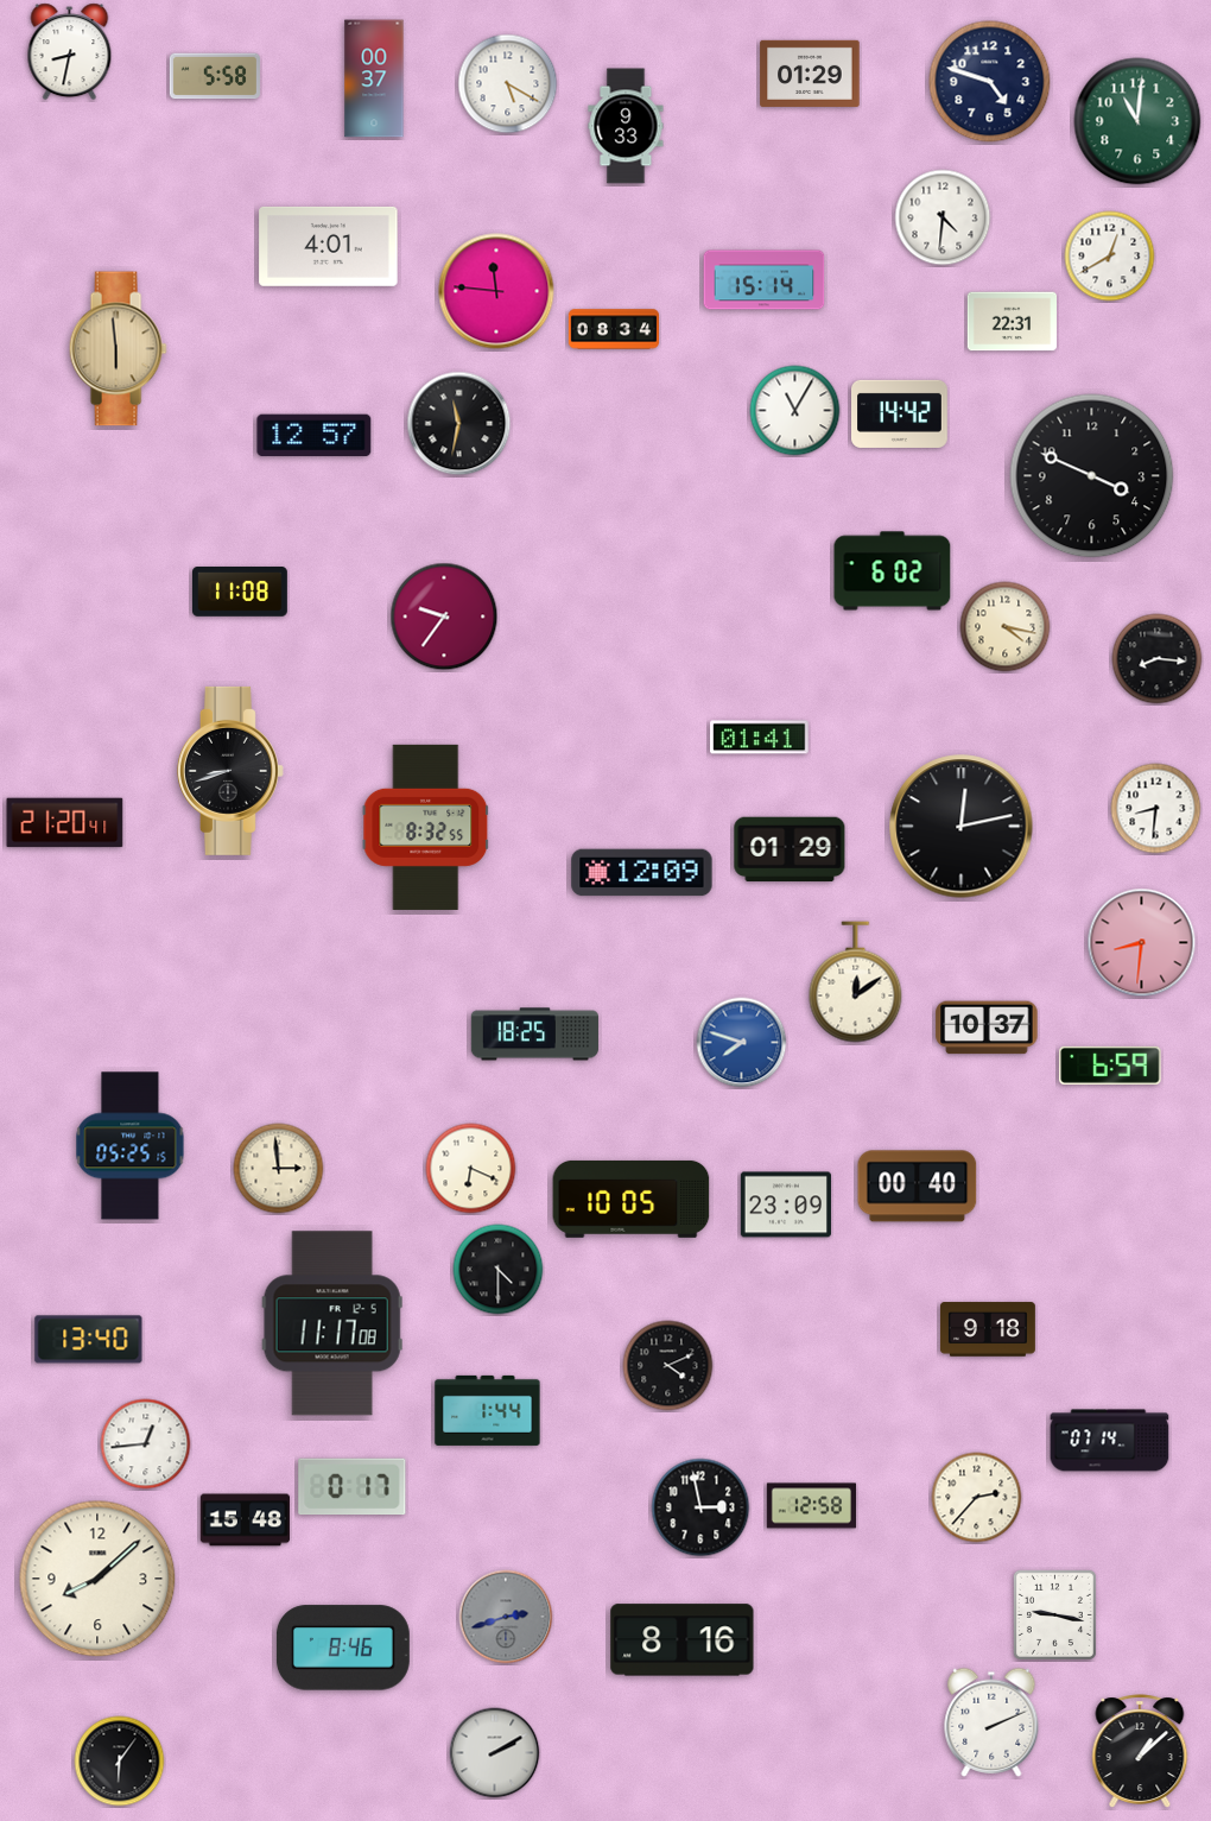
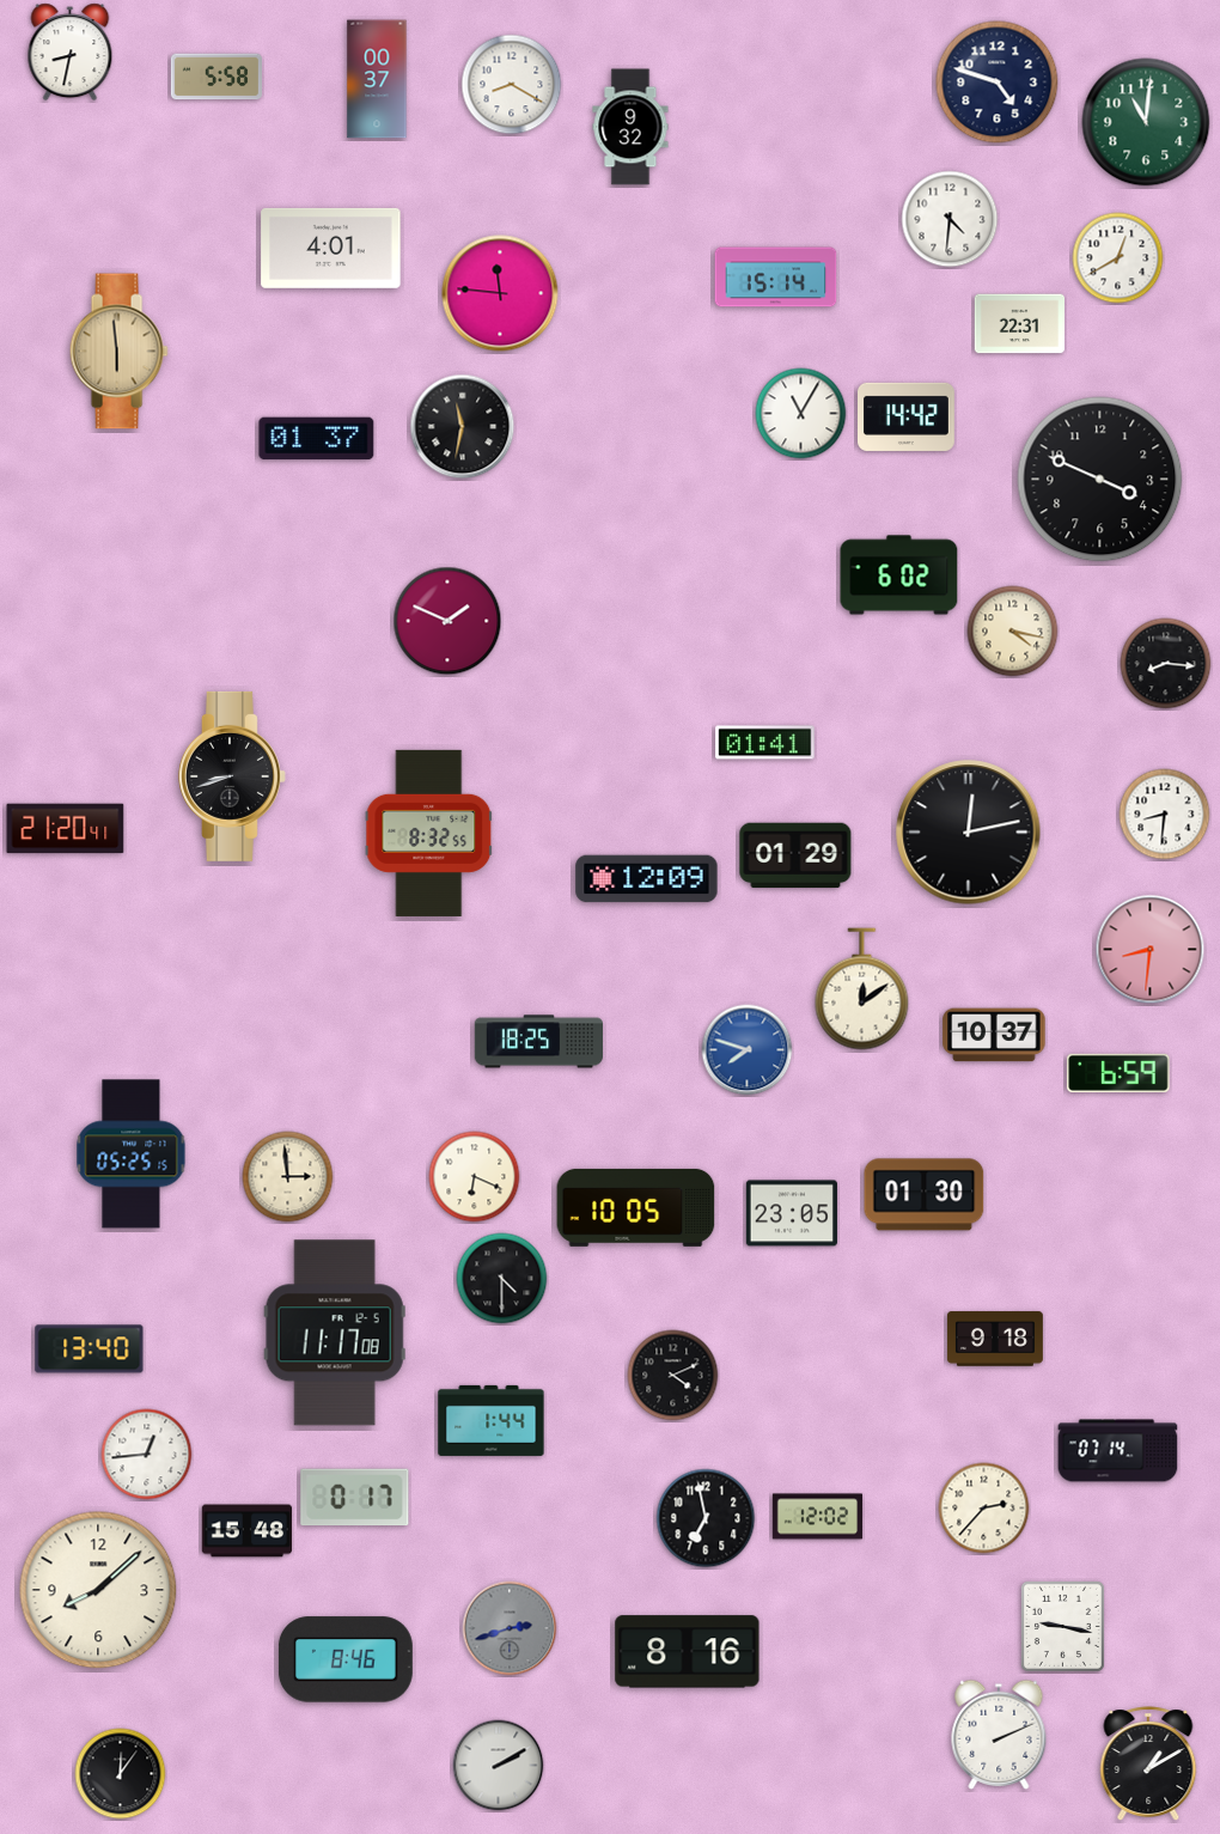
clock at (810, 74): 01:29 -> none
clock at (508, 84): 5:20 -> 8:20
clock at (626, 126): 9:33 -> 9:32
clock at (765, 280) position: (765, 280) -> (776, 278)
clock at (613, 329): 08:34 -> none
clock at (315, 436): 12:57 -> 01:37
clock at (240, 593): 11:08 -> none
clock at (444, 617): 9:36 -> 1:49
clock at (279, 1169) position: (279, 1169) -> (288, 1177)
clock at (918, 1187): 00:40 -> 01:30
clock at (786, 1204): 23:09 -> 23:05
clock at (812, 1506): 12:58 -> 12:02
clock at (700, 1507): 2:58 -> 6:58
clock at (1140, 1751): 1:08 -> 1:10
clock at (120, 1762): 6:06 -> 12:06
